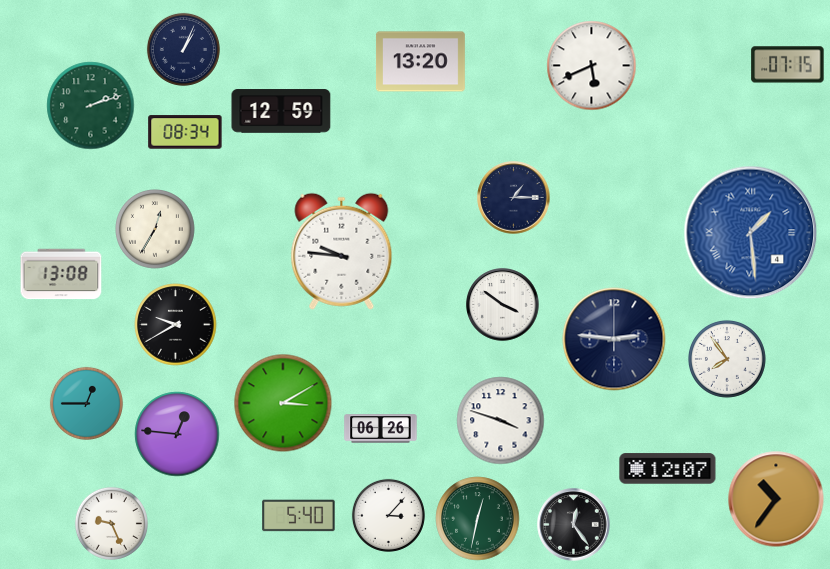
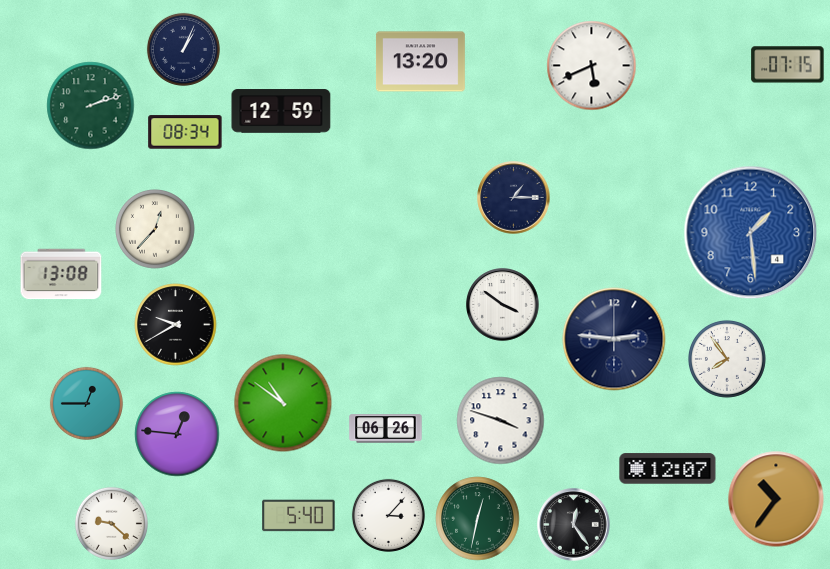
clock at (156, 230): 12:35 -> 12:37
clock at (751, 233) numerals: Roman -> Arabic
clock at (342, 251): 9:46 -> none
clock at (283, 403): 3:10 -> 10:51
clock at (381, 429) position: (381, 429) -> (386, 429)
clock at (111, 523): 9:26 -> 9:22
